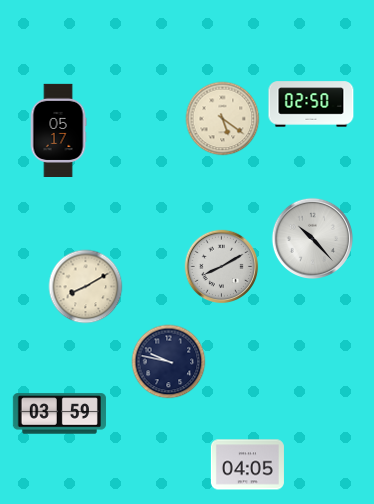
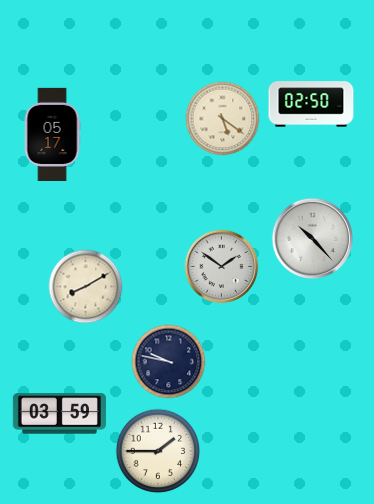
clock at (58, 130) position: (58, 130) -> (52, 134)
clock at (222, 267): 8:10 -> 1:51
clock at (158, 451): none -> 1:45
clock at (247, 465): 04:05 -> none
